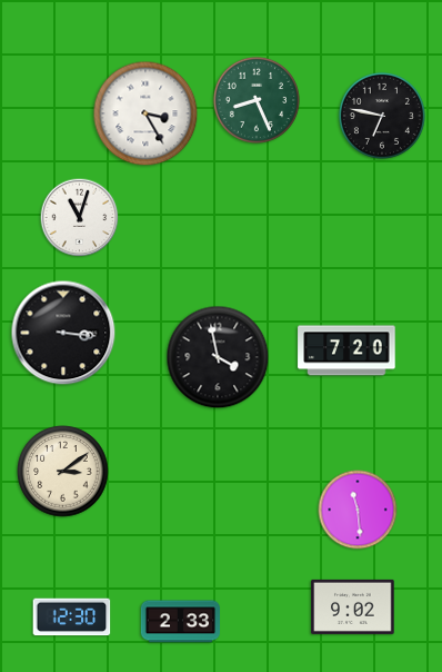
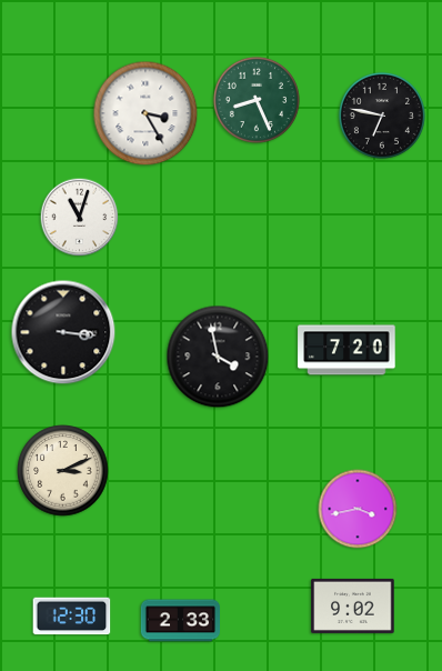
clock at (63, 472): 3:09 -> 3:11
clock at (358, 510): 11:29 -> 3:43
